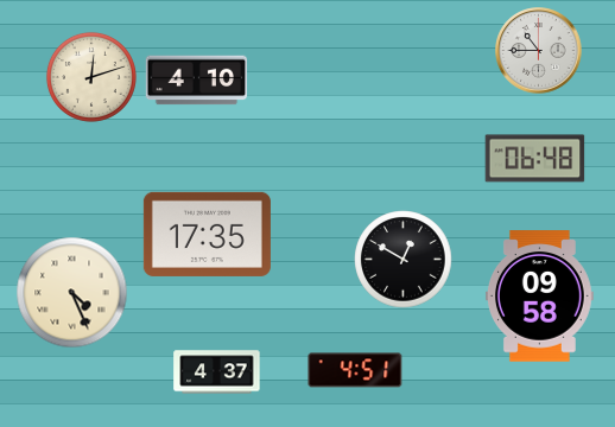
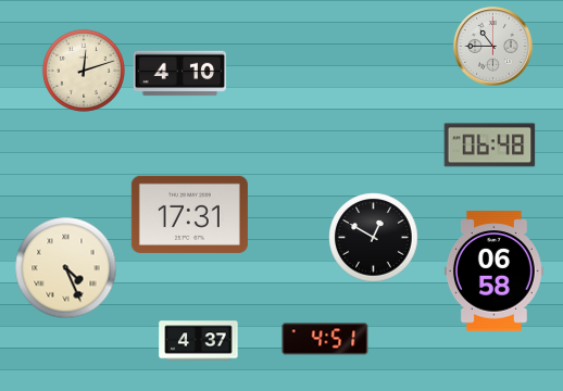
clock at (207, 234): 17:35 -> 17:31
clock at (404, 260) position: (404, 260) -> (374, 238)
clock at (539, 297): 09:58 -> 06:58
